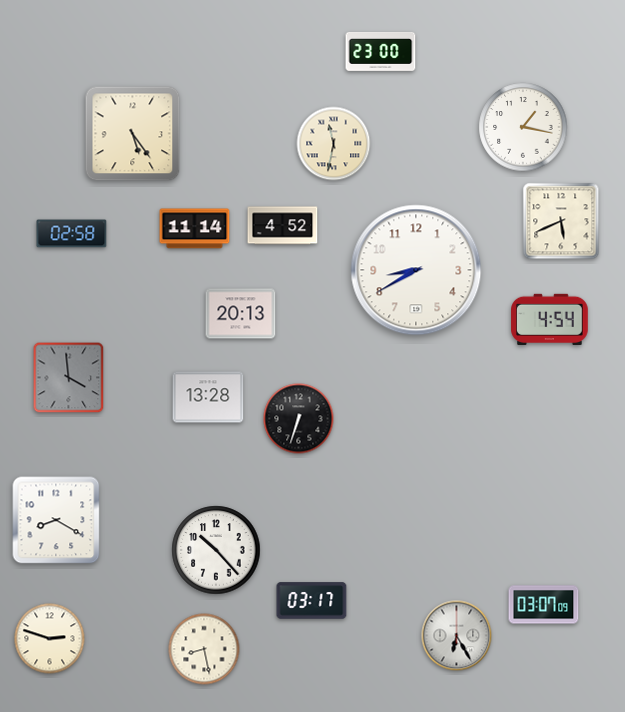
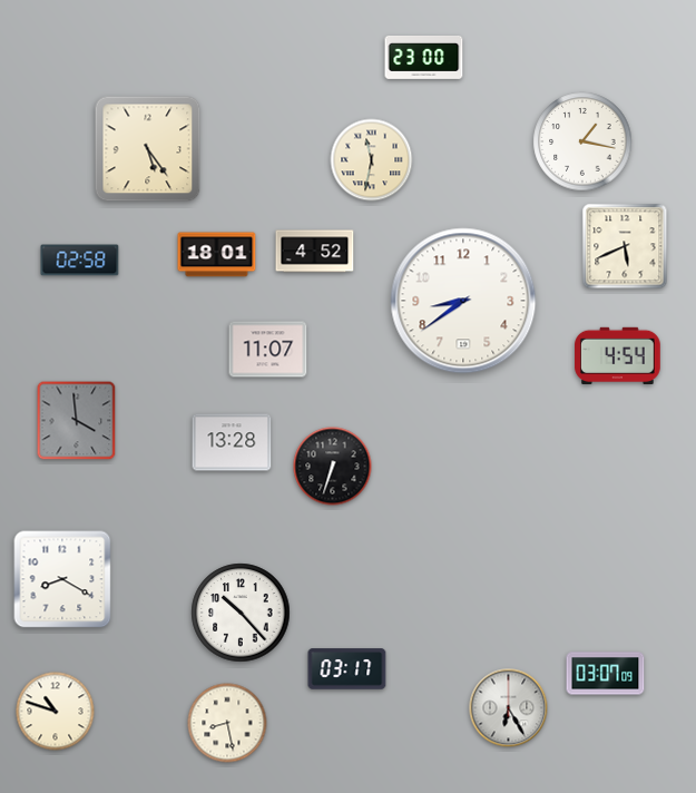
clock at (195, 229): 11:14 -> 18:01
clock at (416, 270): 8:40 -> 8:39
clock at (241, 314): 20:13 -> 11:07
clock at (550, 319) position: (550, 319) -> (618, 355)
clock at (50, 639): 2:48 -> 10:48
